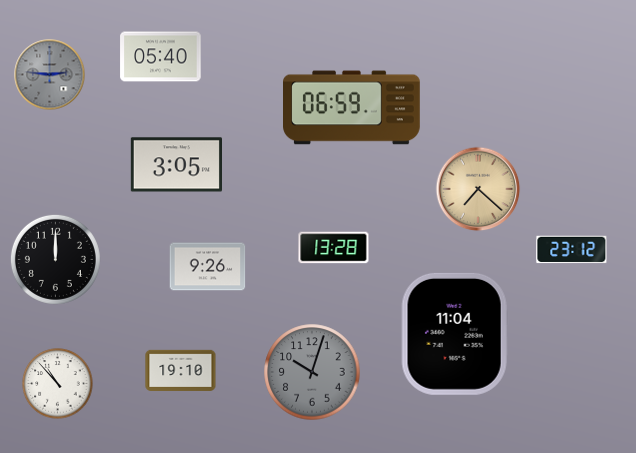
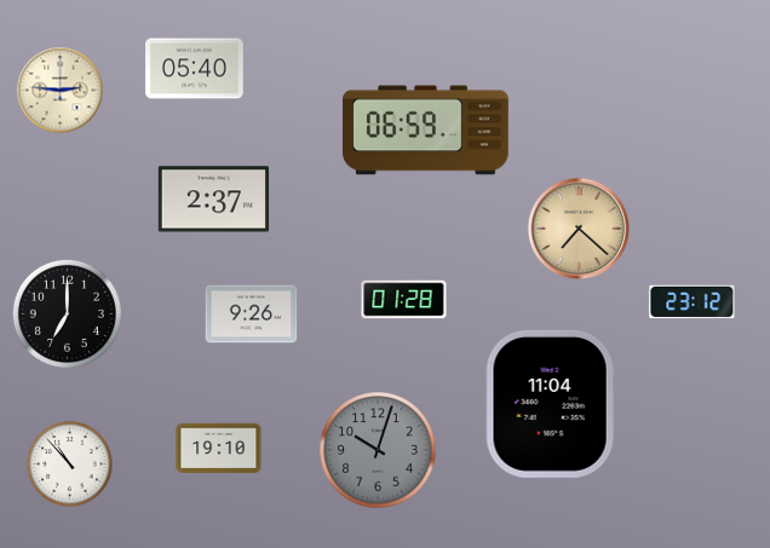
clock at (50, 75) dial: grey -> cream
clock at (176, 165): 3:05 -> 2:37
clock at (334, 248): 13:28 -> 01:28
clock at (55, 259): 12:00 -> 7:00
clock at (208, 267) position: (208, 267) -> (252, 315)
